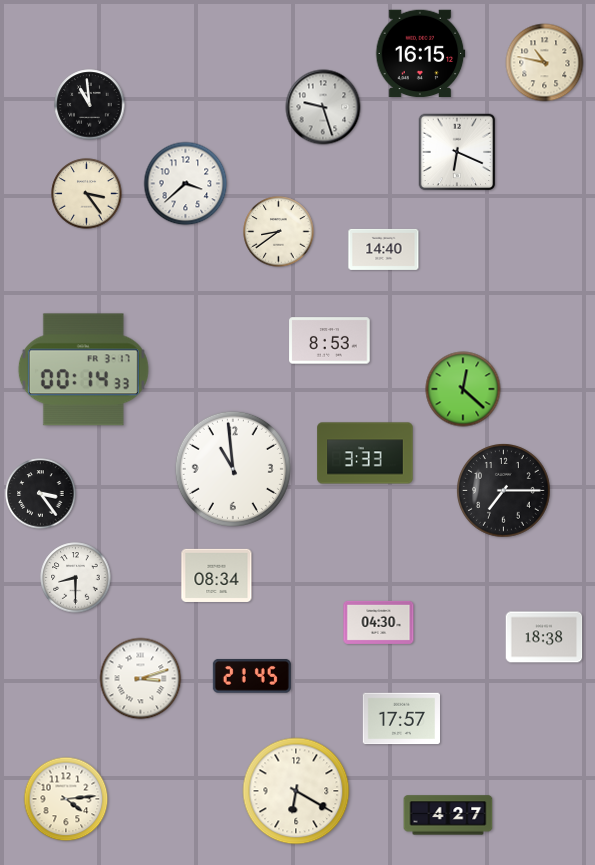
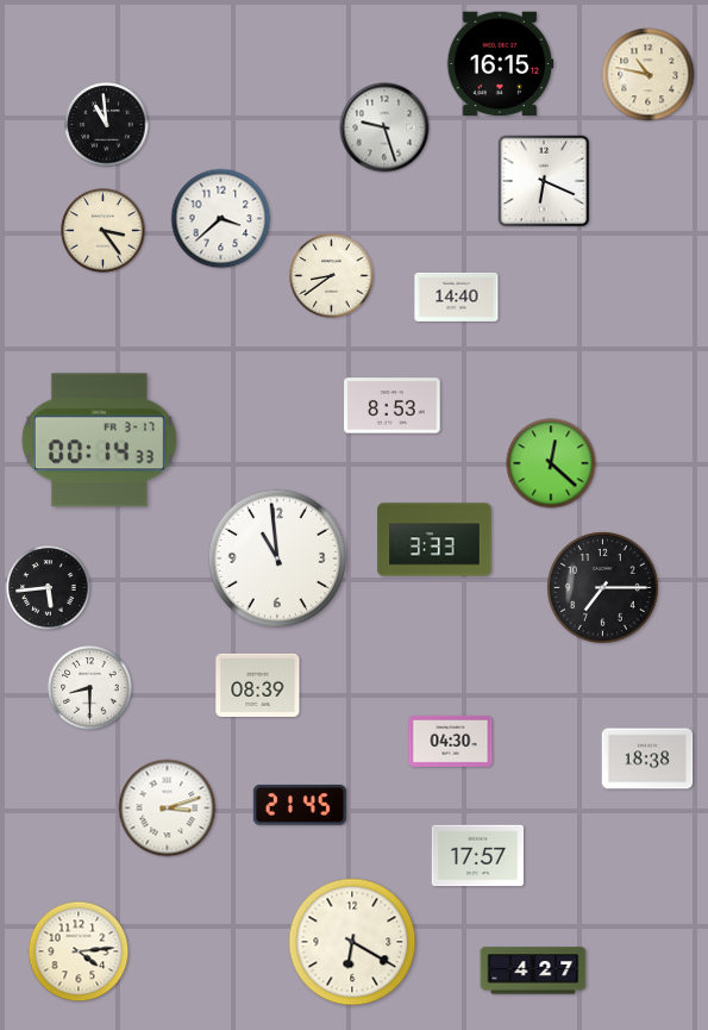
clock at (504, 491) position: (504, 491) -> (603, 588)
clock at (41, 494): 3:24 -> 5:44
clock at (217, 575): 08:34 -> 08:39
